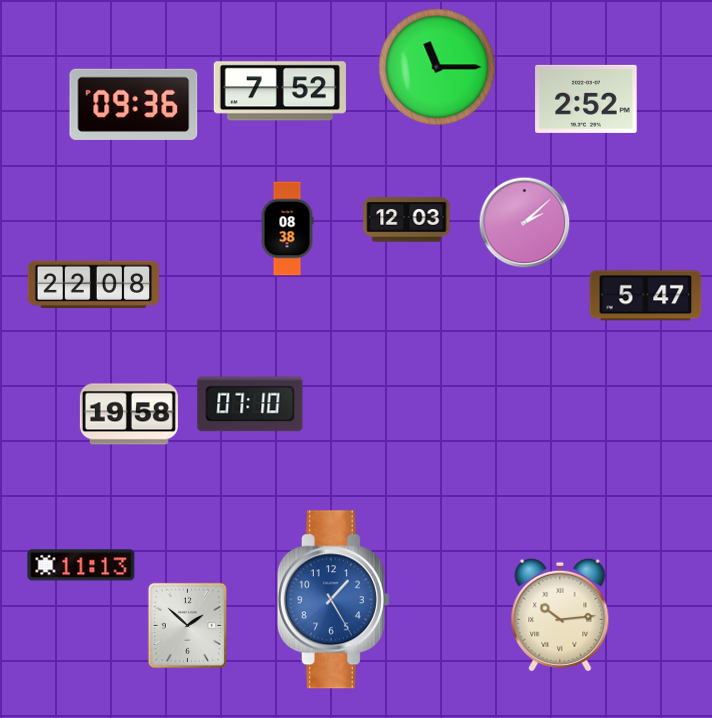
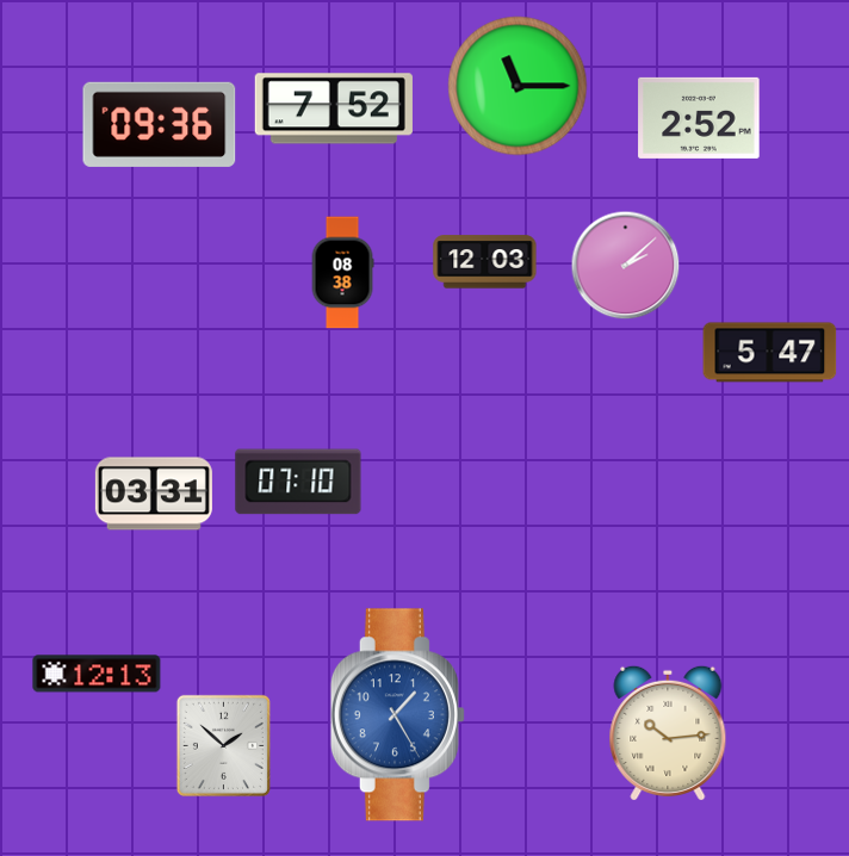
clock at (437, 67) position: (437, 67) -> (518, 86)
clock at (93, 284): 22:08 -> none
clock at (129, 414): 19:58 -> 03:31
clock at (81, 565): 11:13 -> 12:13
